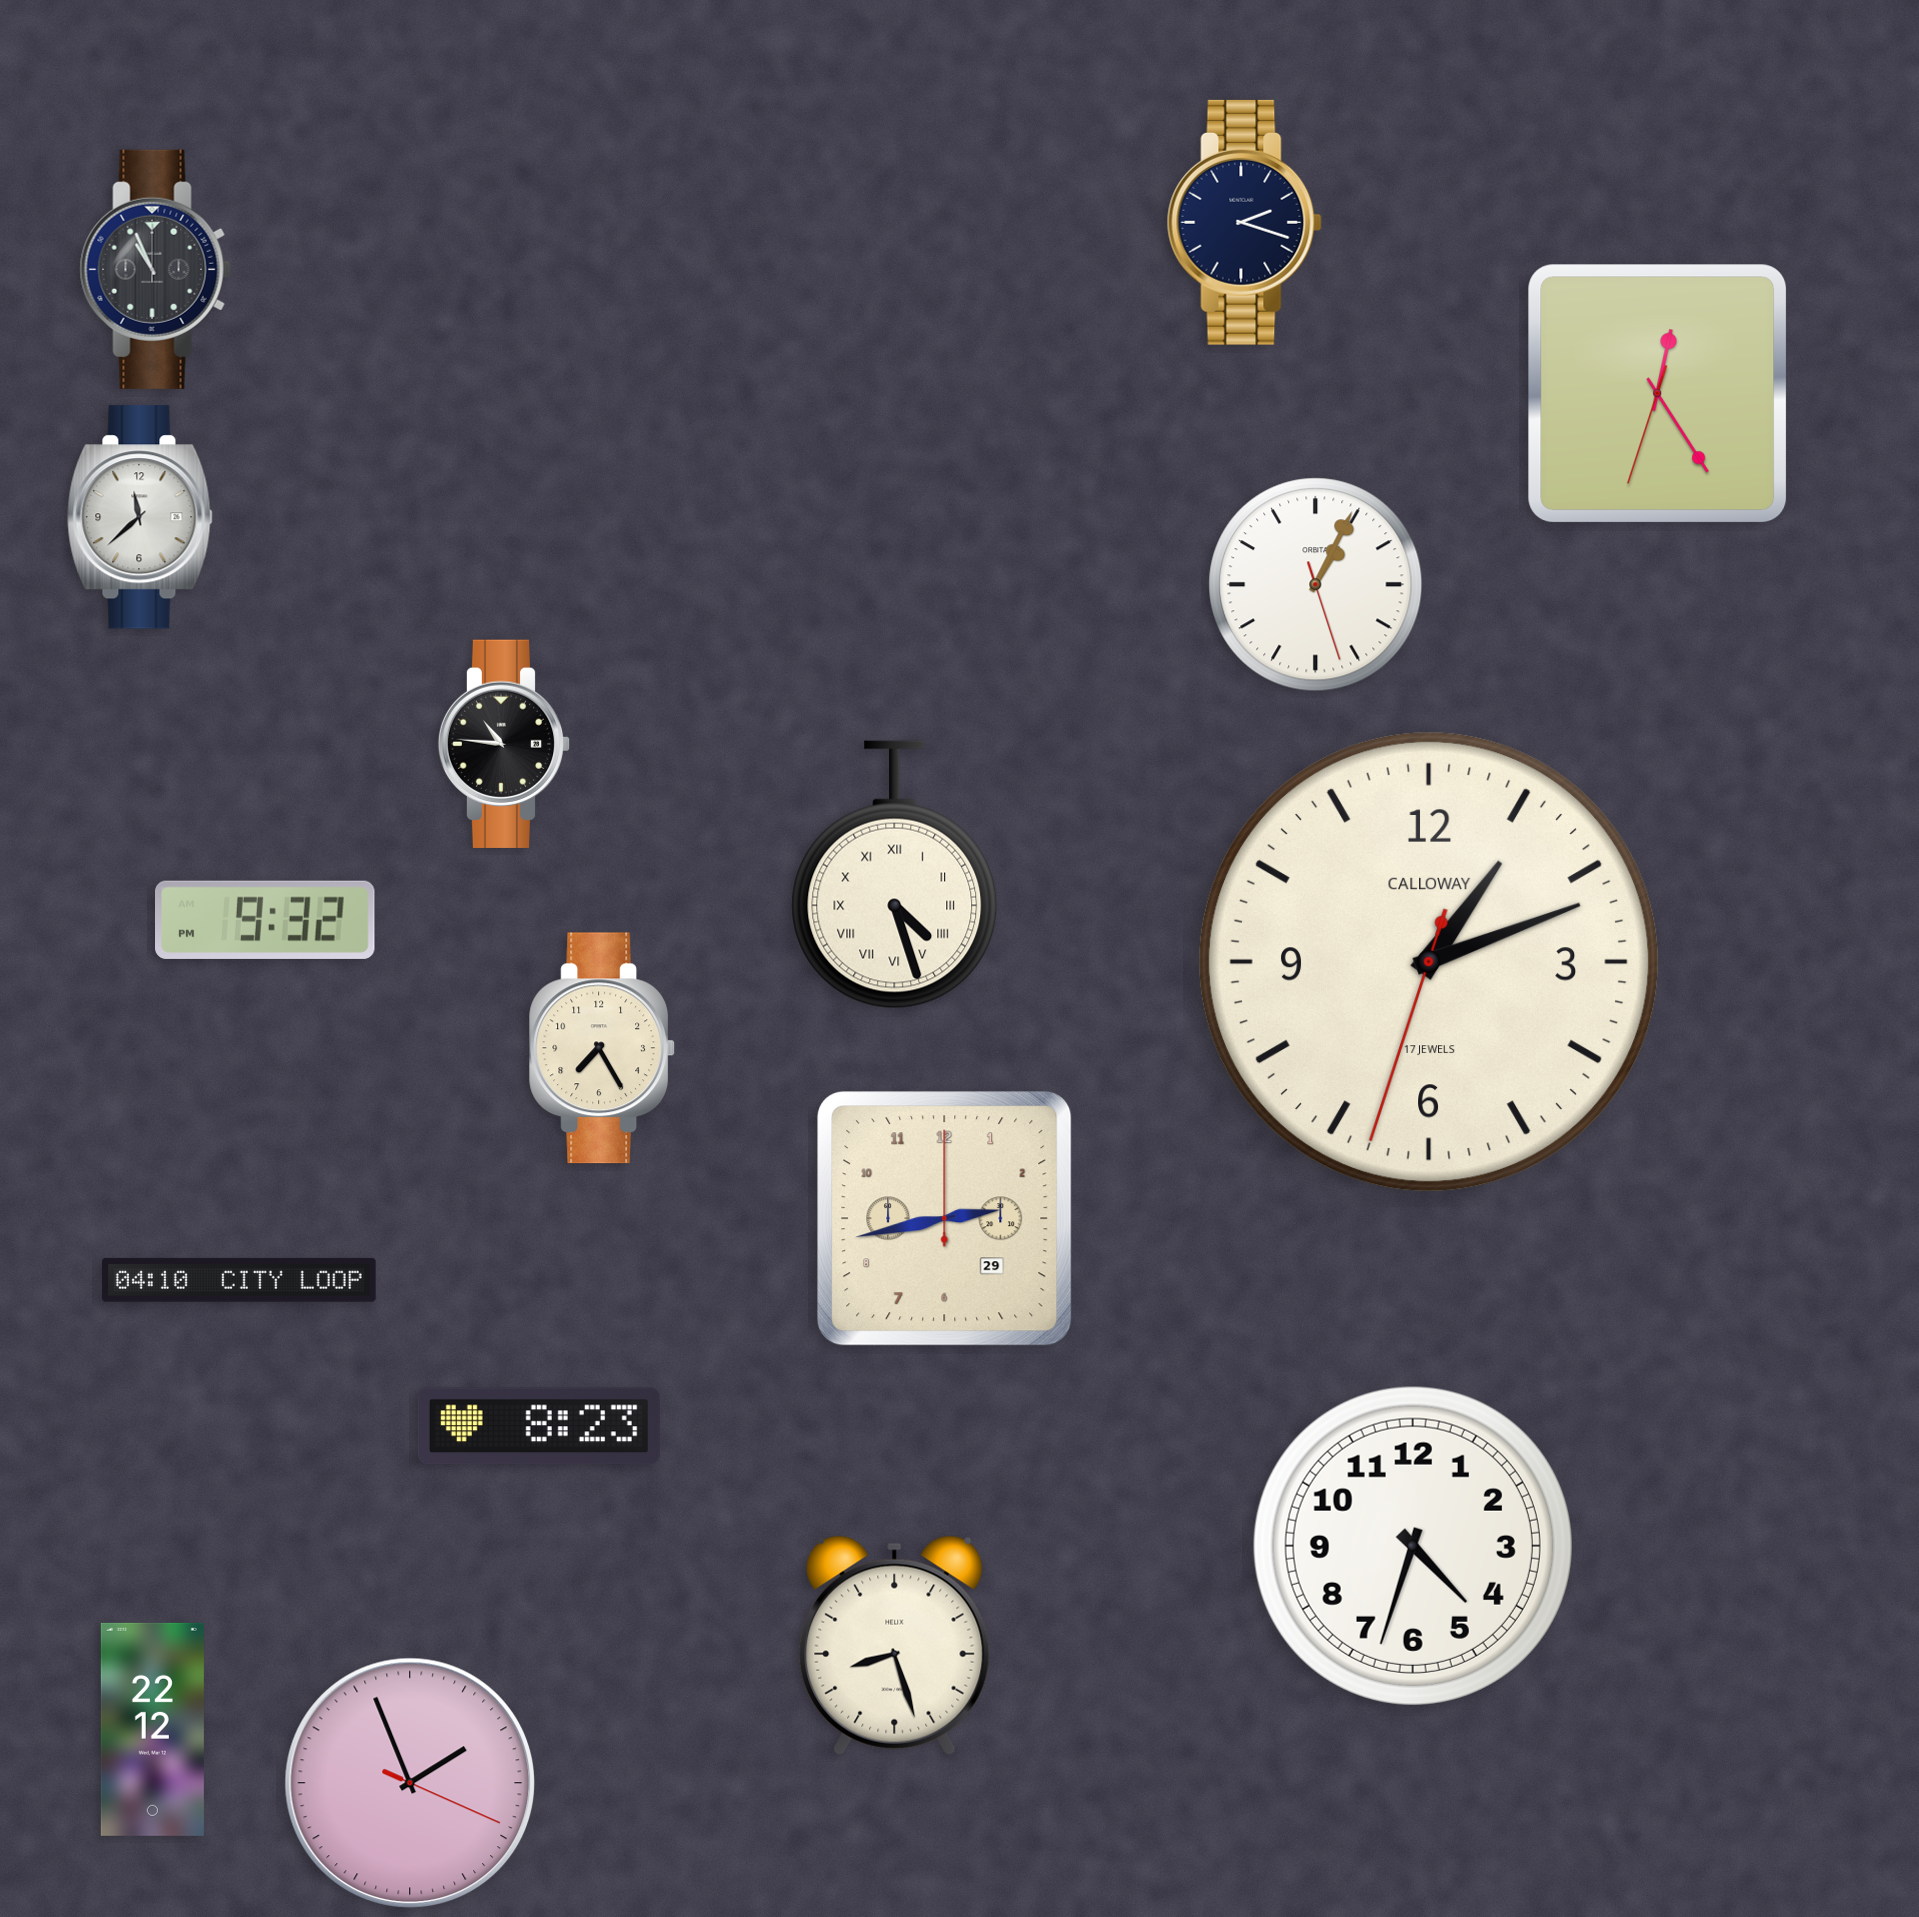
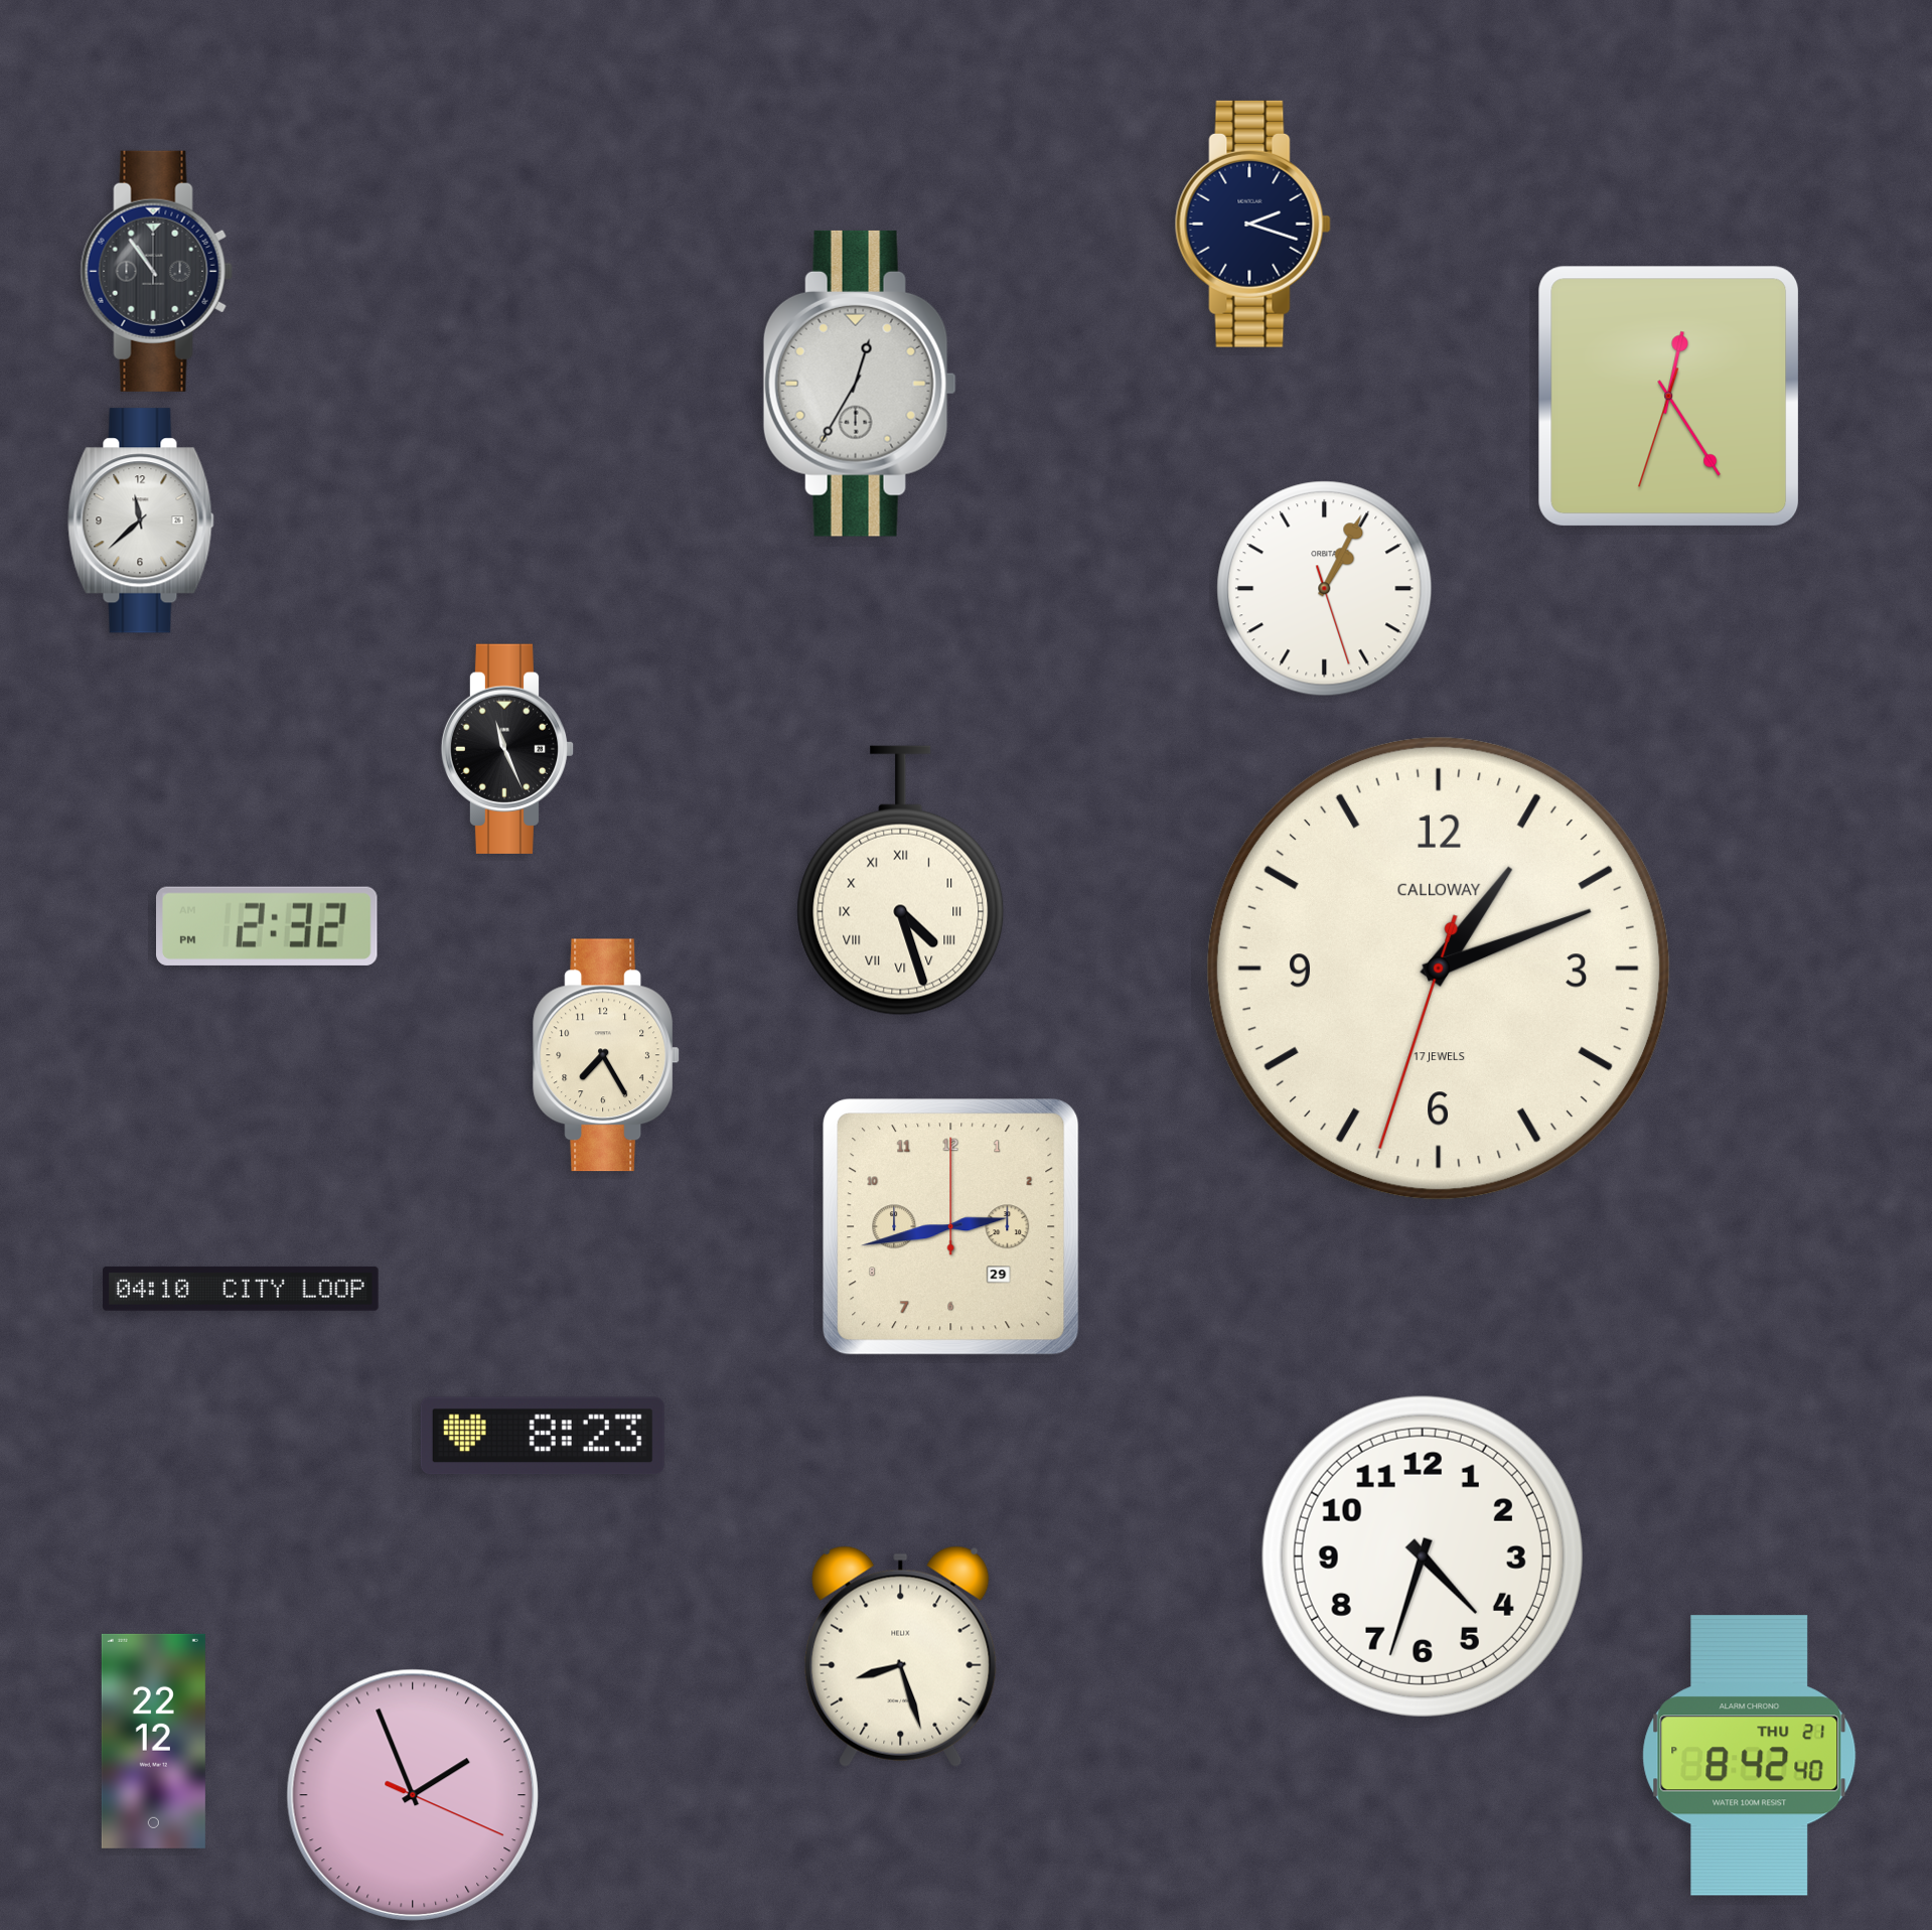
clock at (155, 269): 10:56 -> 10:54
clock at (860, 384): none -> 12:35
clock at (504, 744): 10:46 -> 11:26
clock at (266, 920): 9:32 -> 2:32
clock at (1750, 1756): none -> 8:42
